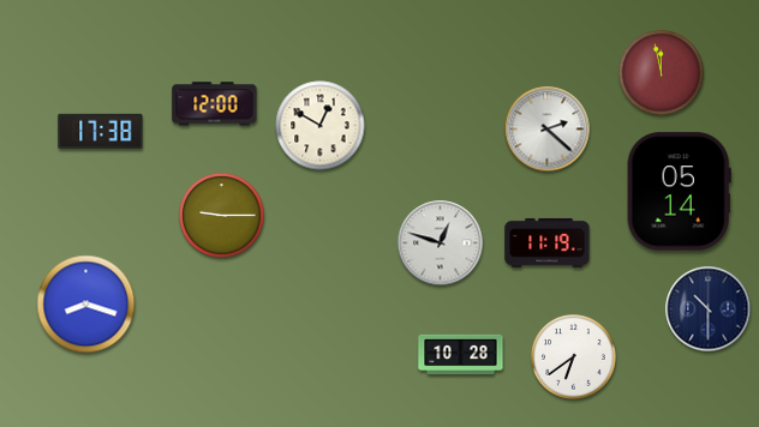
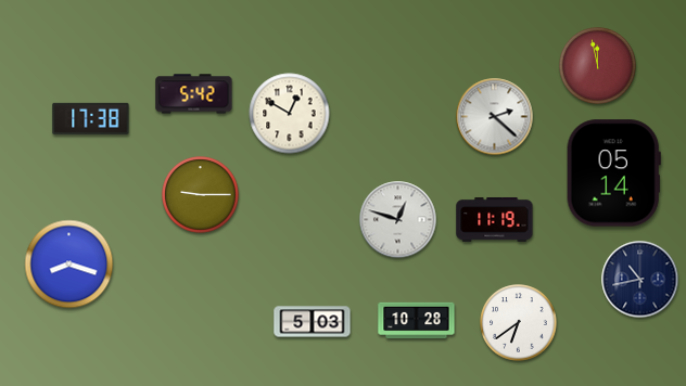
clock at (215, 104): 12:00 -> 5:42
clock at (86, 305) position: (86, 305) -> (69, 265)
clock at (709, 309): 10:30 -> 10:43
clock at (313, 322): none -> 5:03
